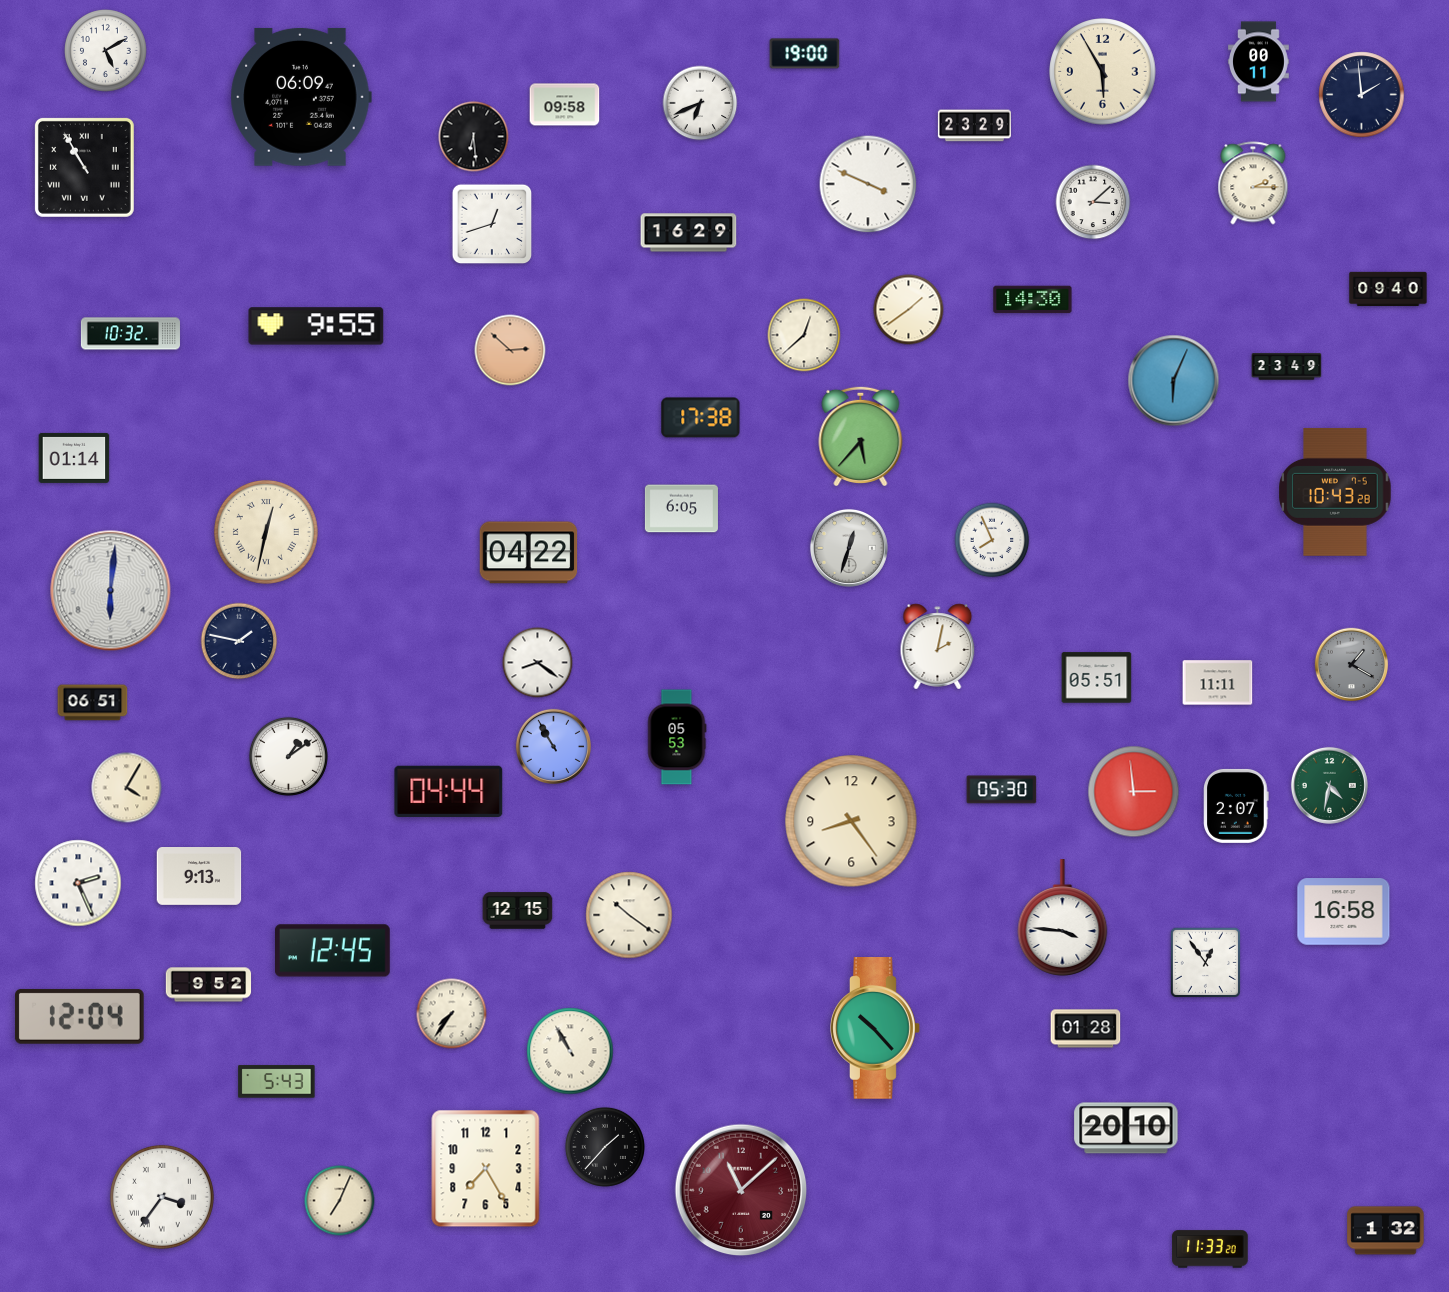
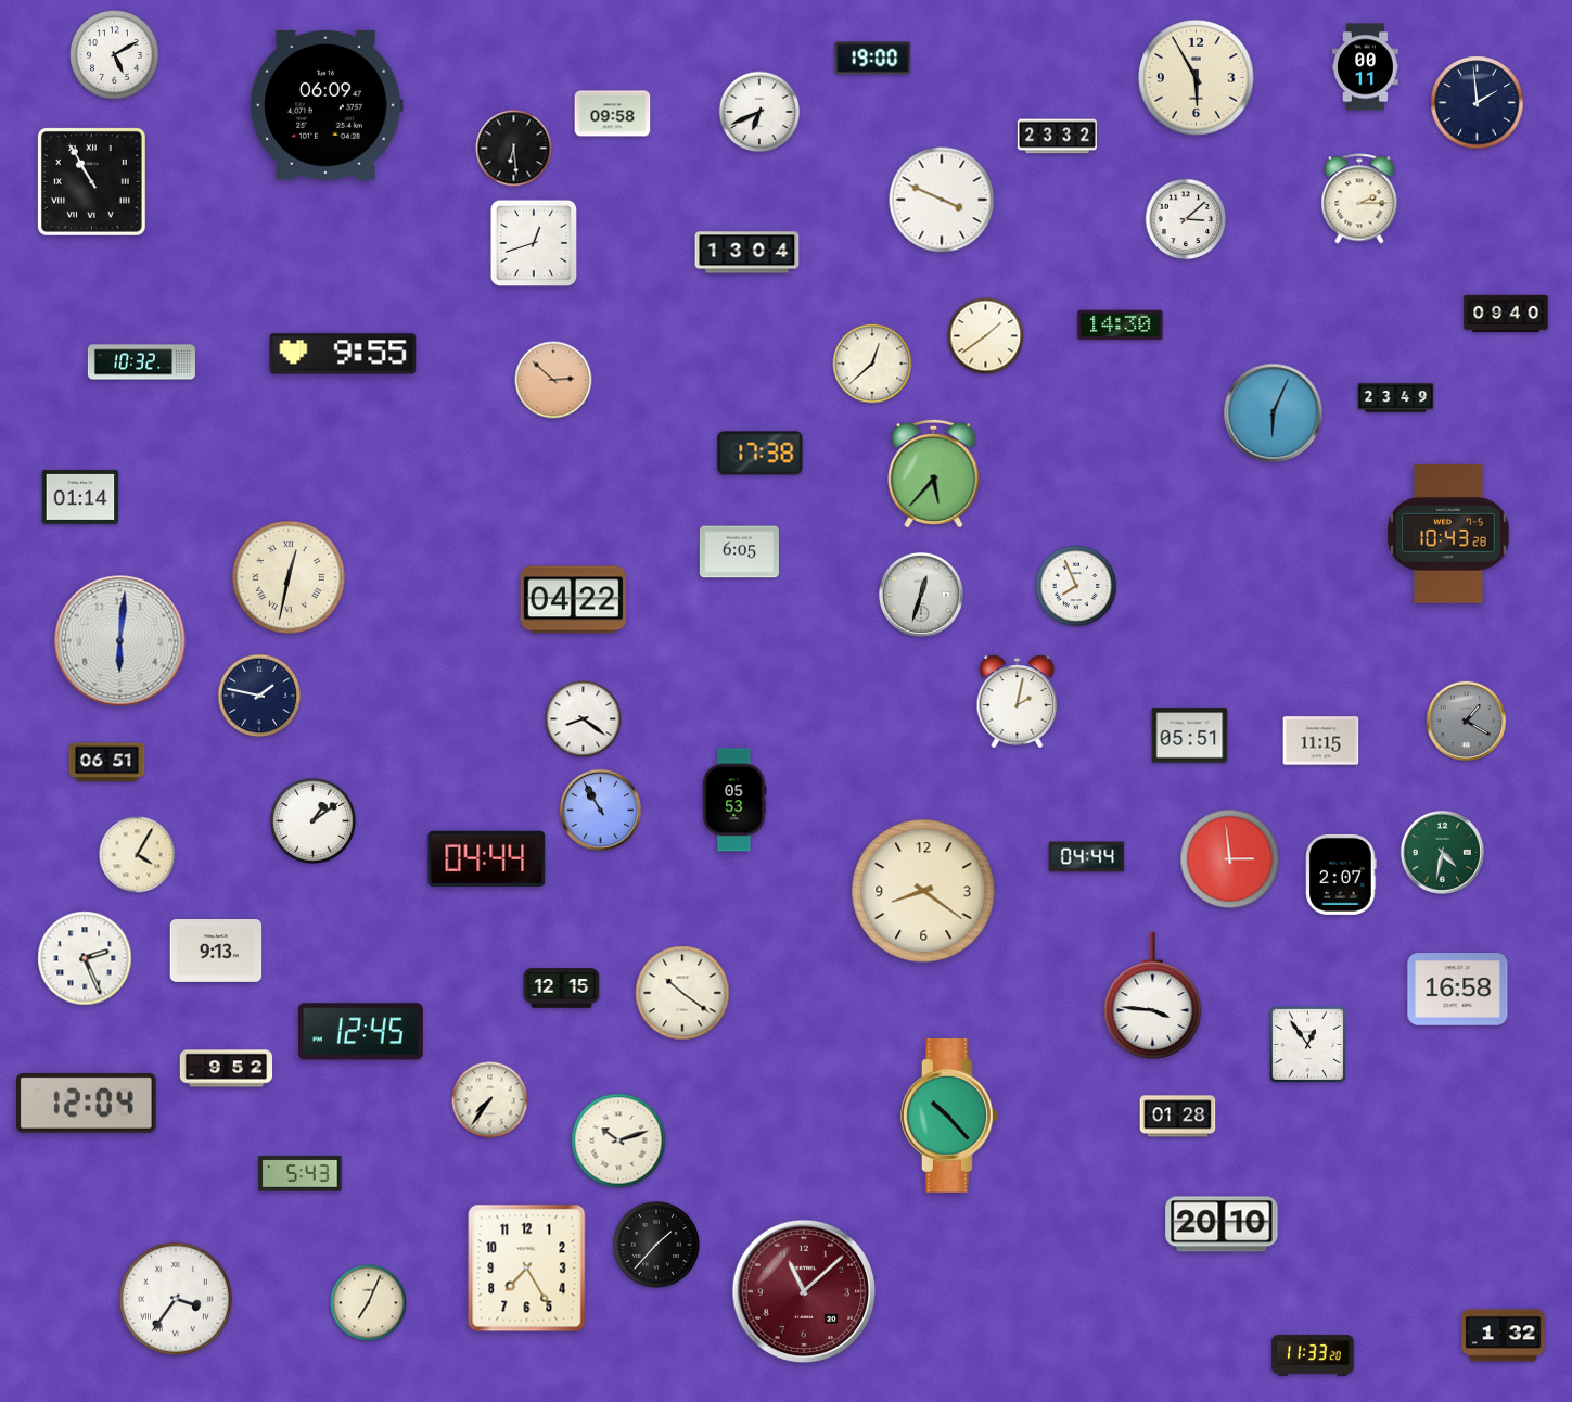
clock at (974, 126): 23:29 -> 23:32
clock at (689, 233): 16:29 -> 13:04
clock at (1218, 683): 11:11 -> 11:15
clock at (93, 703) position: (93, 703) -> (107, 763)
clock at (1002, 790): 05:30 -> 04:44
clock at (851, 821): 8:24 -> 8:21
clock at (570, 1051): 10:55 -> 10:12
